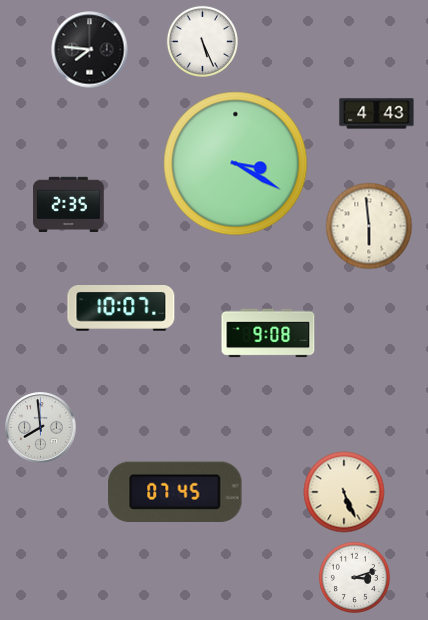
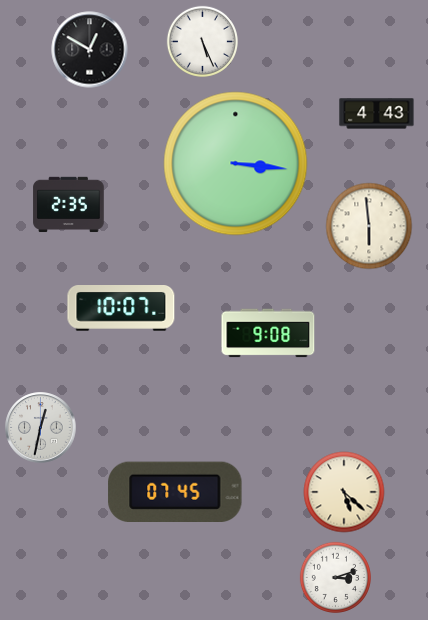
clock at (90, 50): 7:46 -> 12:50
clock at (236, 164): 3:20 -> 3:16
clock at (41, 428): 7:59 -> 12:32
clock at (344, 492): 5:26 -> 5:22
clock at (354, 577) position: (354, 577) -> (335, 577)
